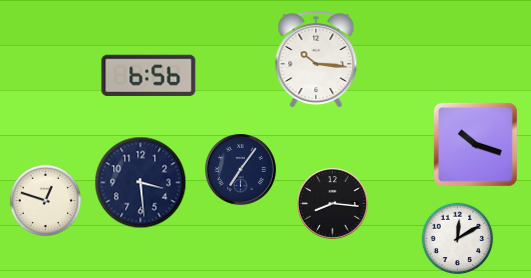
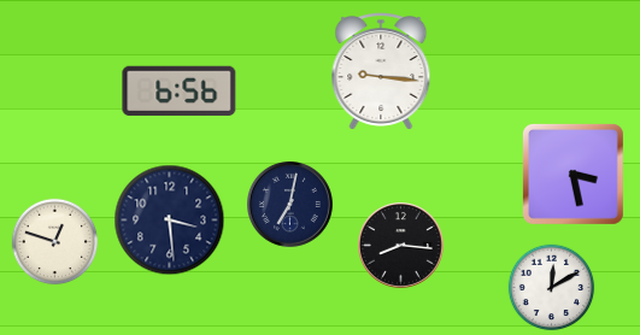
clock at (316, 60): 10:16 -> 9:16
clock at (475, 144): 10:18 -> 3:28
clock at (241, 170): 7:06 -> 7:02
